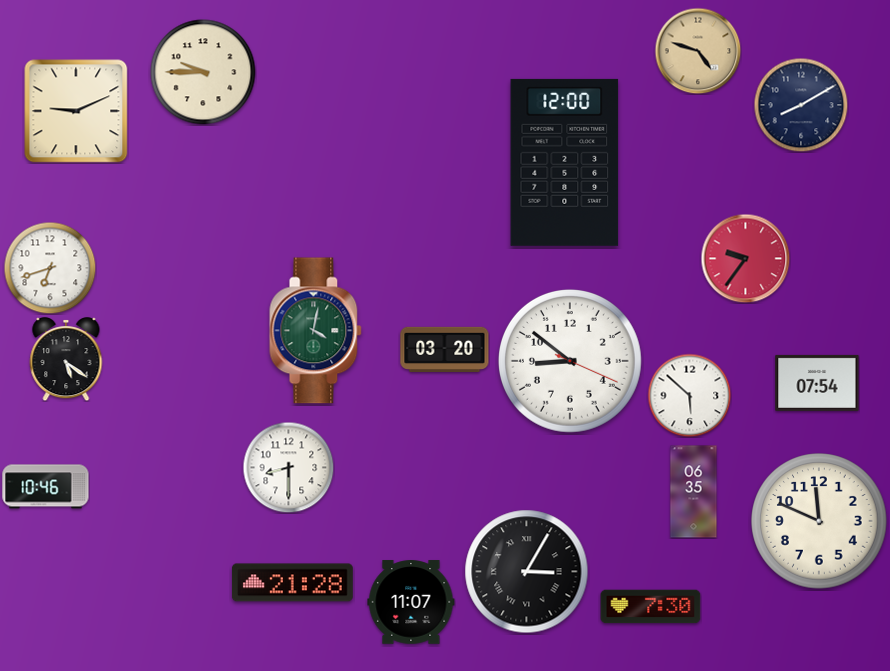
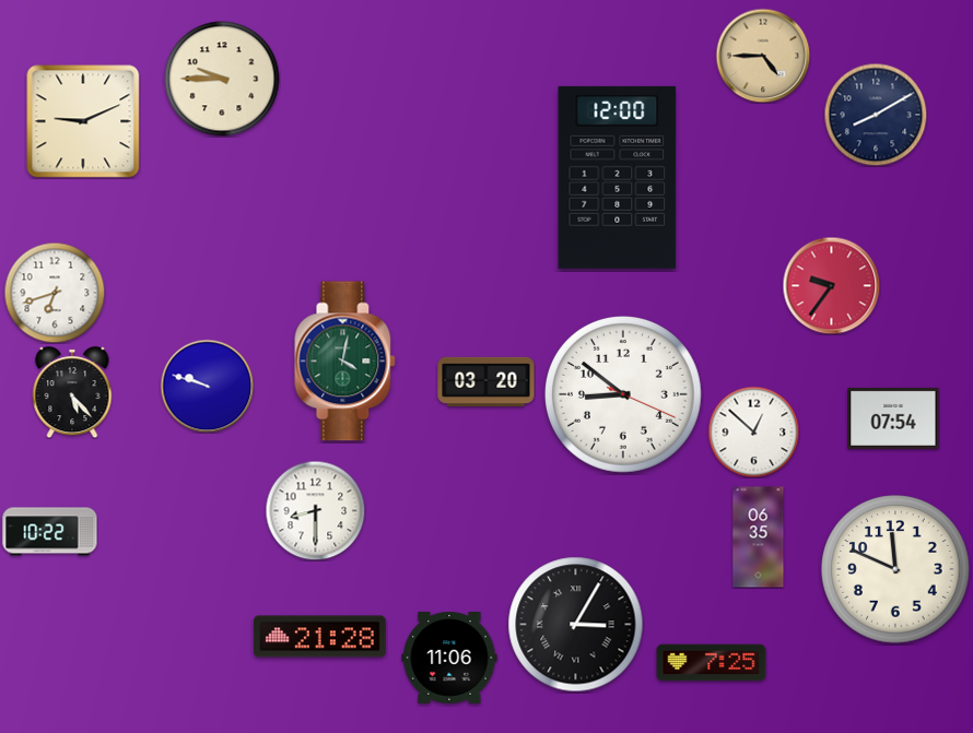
clock at (698, 51): 4:48 -> 4:45
clock at (745, 258) position: (745, 258) -> (831, 285)
clock at (207, 386): none -> 9:48
clock at (66, 360): 5:21 -> 5:23
clock at (689, 395): 5:52 -> 12:52
clock at (46, 487): 10:46 -> 10:22
clock at (411, 602): 11:07 -> 11:06
clock at (651, 607): 7:30 -> 7:25
